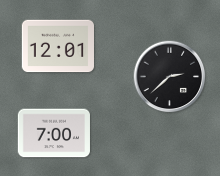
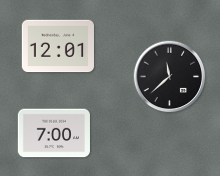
clock at (170, 77): 2:38 -> 11:38
